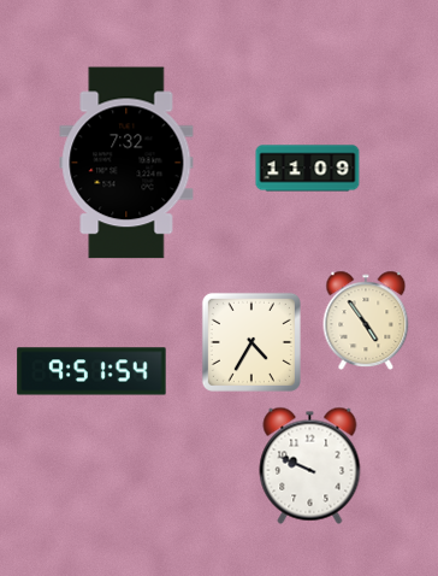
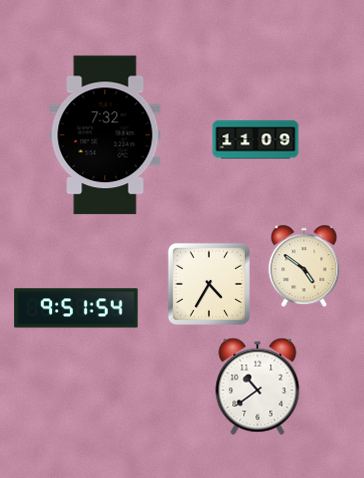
clock at (366, 321): 4:54 -> 4:51
clock at (310, 465): 9:49 -> 10:39
